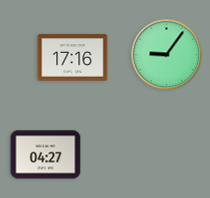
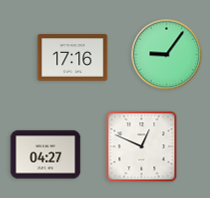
clock at (142, 147): none -> 12:49
